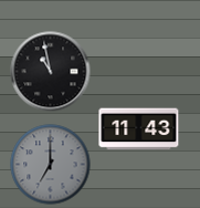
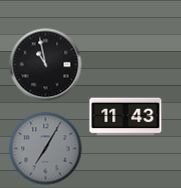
clock at (51, 165): 7:00 -> 7:05
